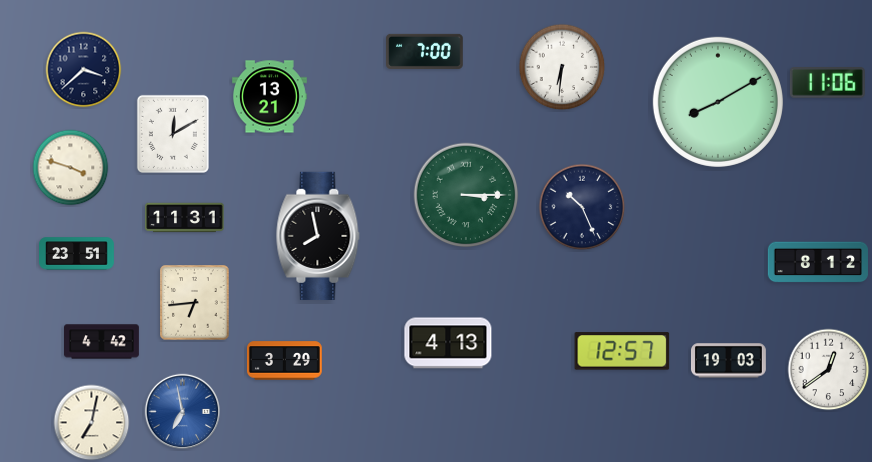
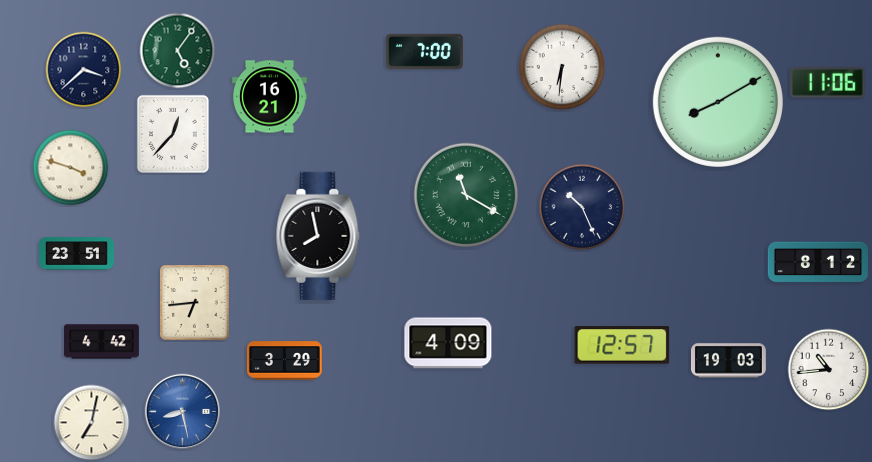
clock at (178, 51): none -> 5:06
clock at (270, 97): 13:21 -> 16:21
clock at (173, 134): 12:10 -> 12:37
clock at (466, 195): 3:15 -> 11:20
clock at (185, 218): 11:31 -> none
clock at (448, 343): 4:13 -> 4:09
clock at (622, 351) position: (622, 351) -> (622, 345)
clock at (829, 370): 12:39 -> 10:44
clock at (183, 412): 6:58 -> 8:28
